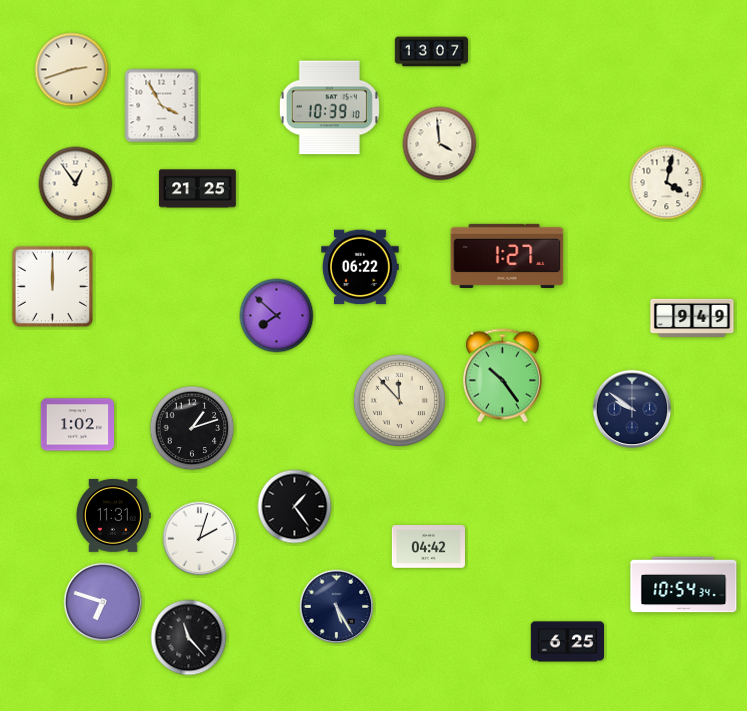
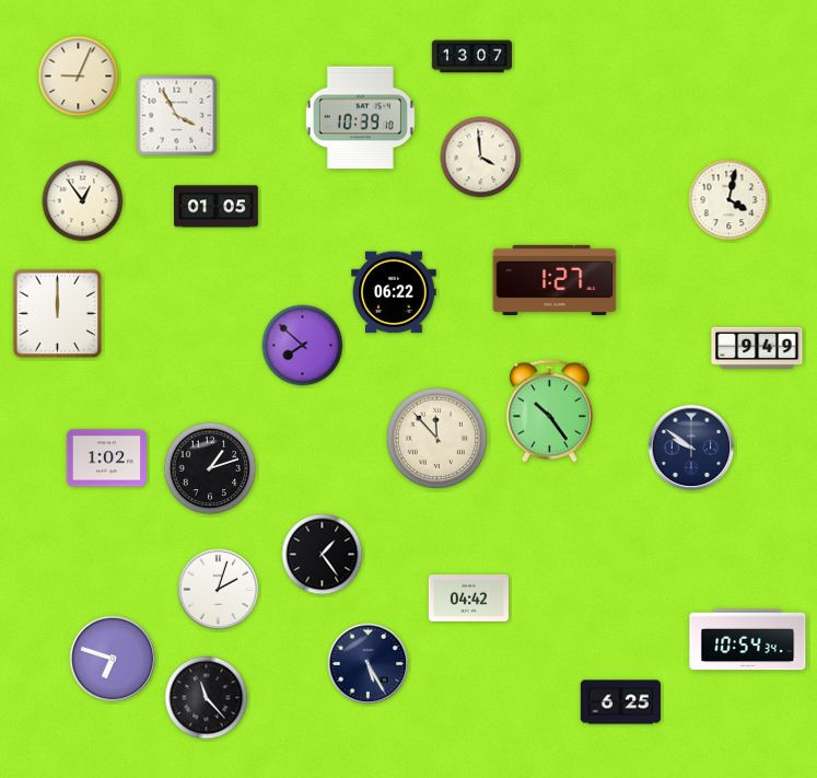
clock at (72, 70): 2:42 -> 9:04
clock at (198, 189): 21:25 -> 01:05
clock at (77, 425) position: (77, 425) -> (106, 458)
clock at (113, 515): 11:31 -> none
